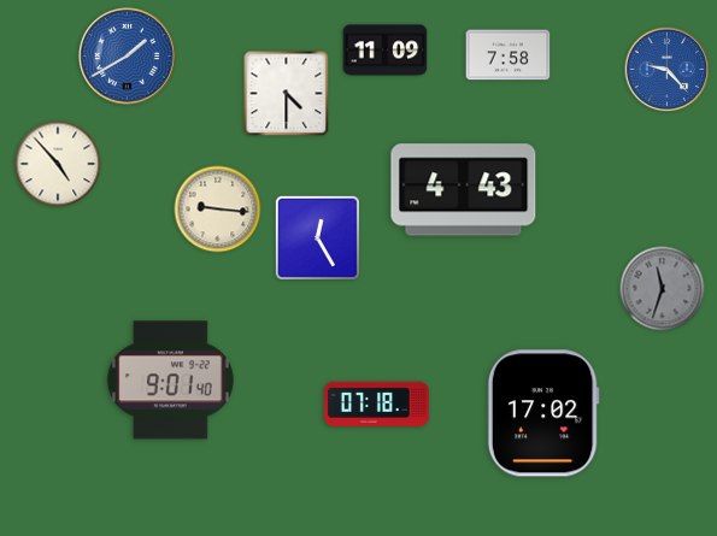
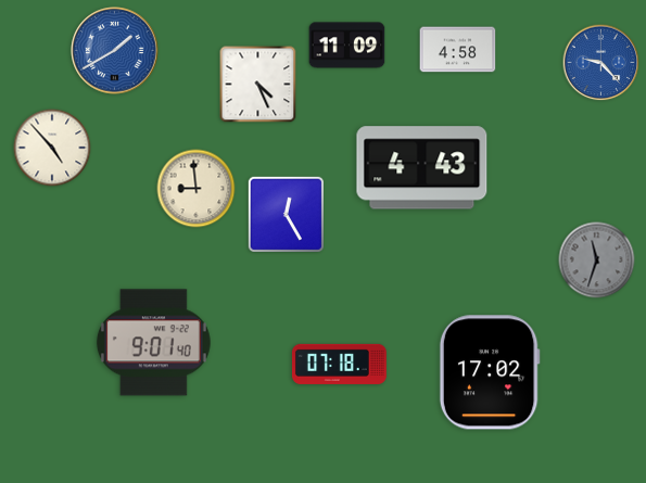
clock at (509, 55): 7:58 -> 4:58
clock at (287, 94): 4:30 -> 4:26
clock at (464, 190) position: (464, 190) -> (422, 168)
clock at (218, 210): 9:16 -> 8:59
